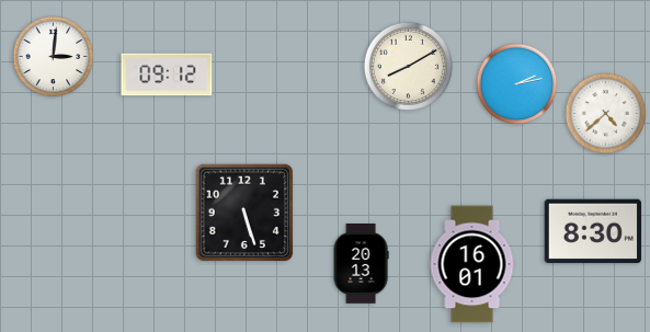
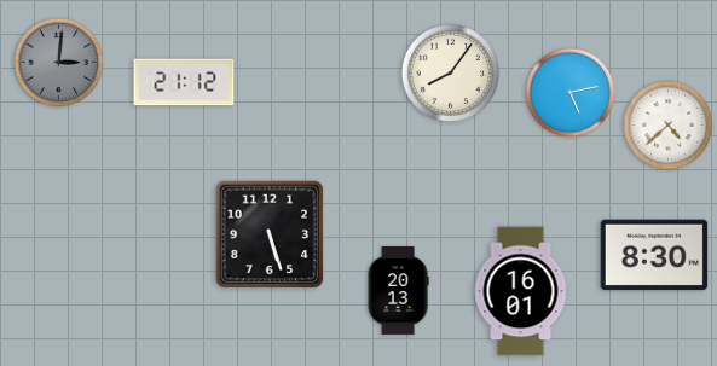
clock at (54, 57) dial: white -> grey
clock at (408, 66): 8:10 -> 8:06
clock at (167, 75): 09:12 -> 21:12
clock at (517, 84): 2:13 -> 5:13
